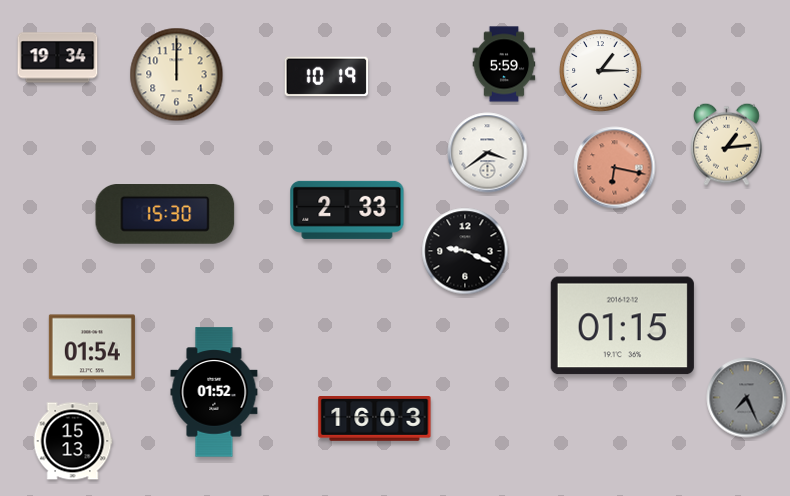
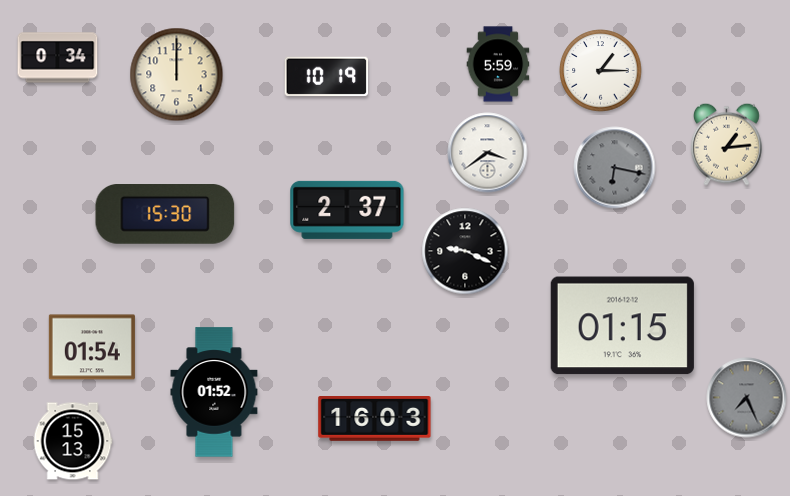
clock at (58, 58): 19:34 -> 0:34
clock at (504, 64) position: (504, 64) -> (498, 64)
clock at (615, 168) dial: salmon -> grey
clock at (347, 210): 2:33 -> 2:37
